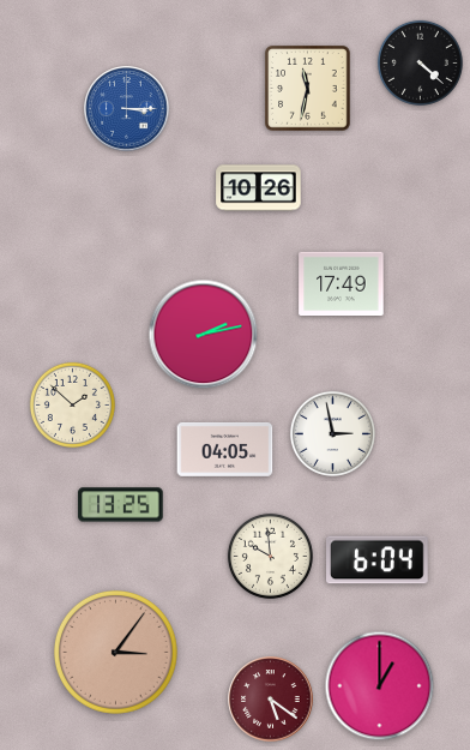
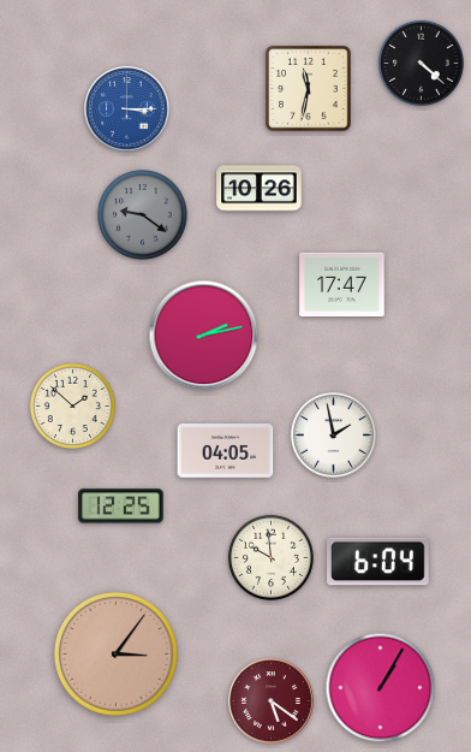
clock at (143, 215): none -> 9:21
clock at (342, 284): 17:49 -> 17:47
clock at (332, 433): 2:58 -> 1:58
clock at (121, 505): 13:25 -> 12:25
clock at (380, 686): 1:00 -> 1:05
